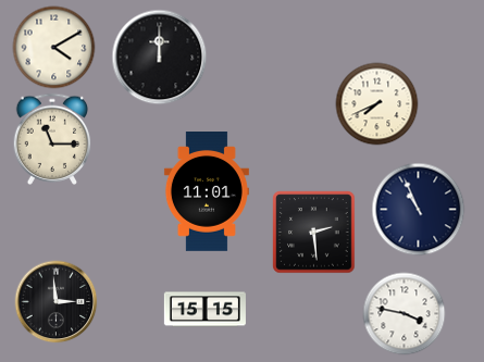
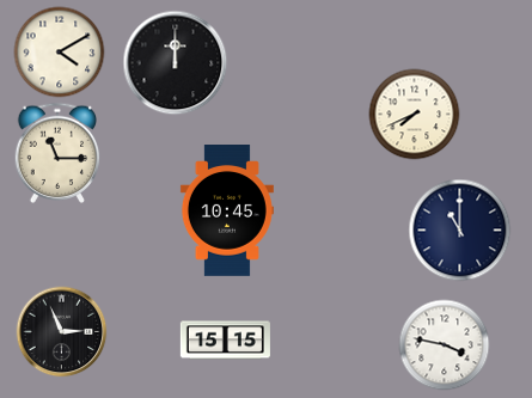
clock at (207, 192): 11:01 -> 10:45
clock at (419, 210): 10:56 -> 11:00
clock at (314, 233): 2:29 -> none
clock at (57, 302): 2:59 -> 2:56
